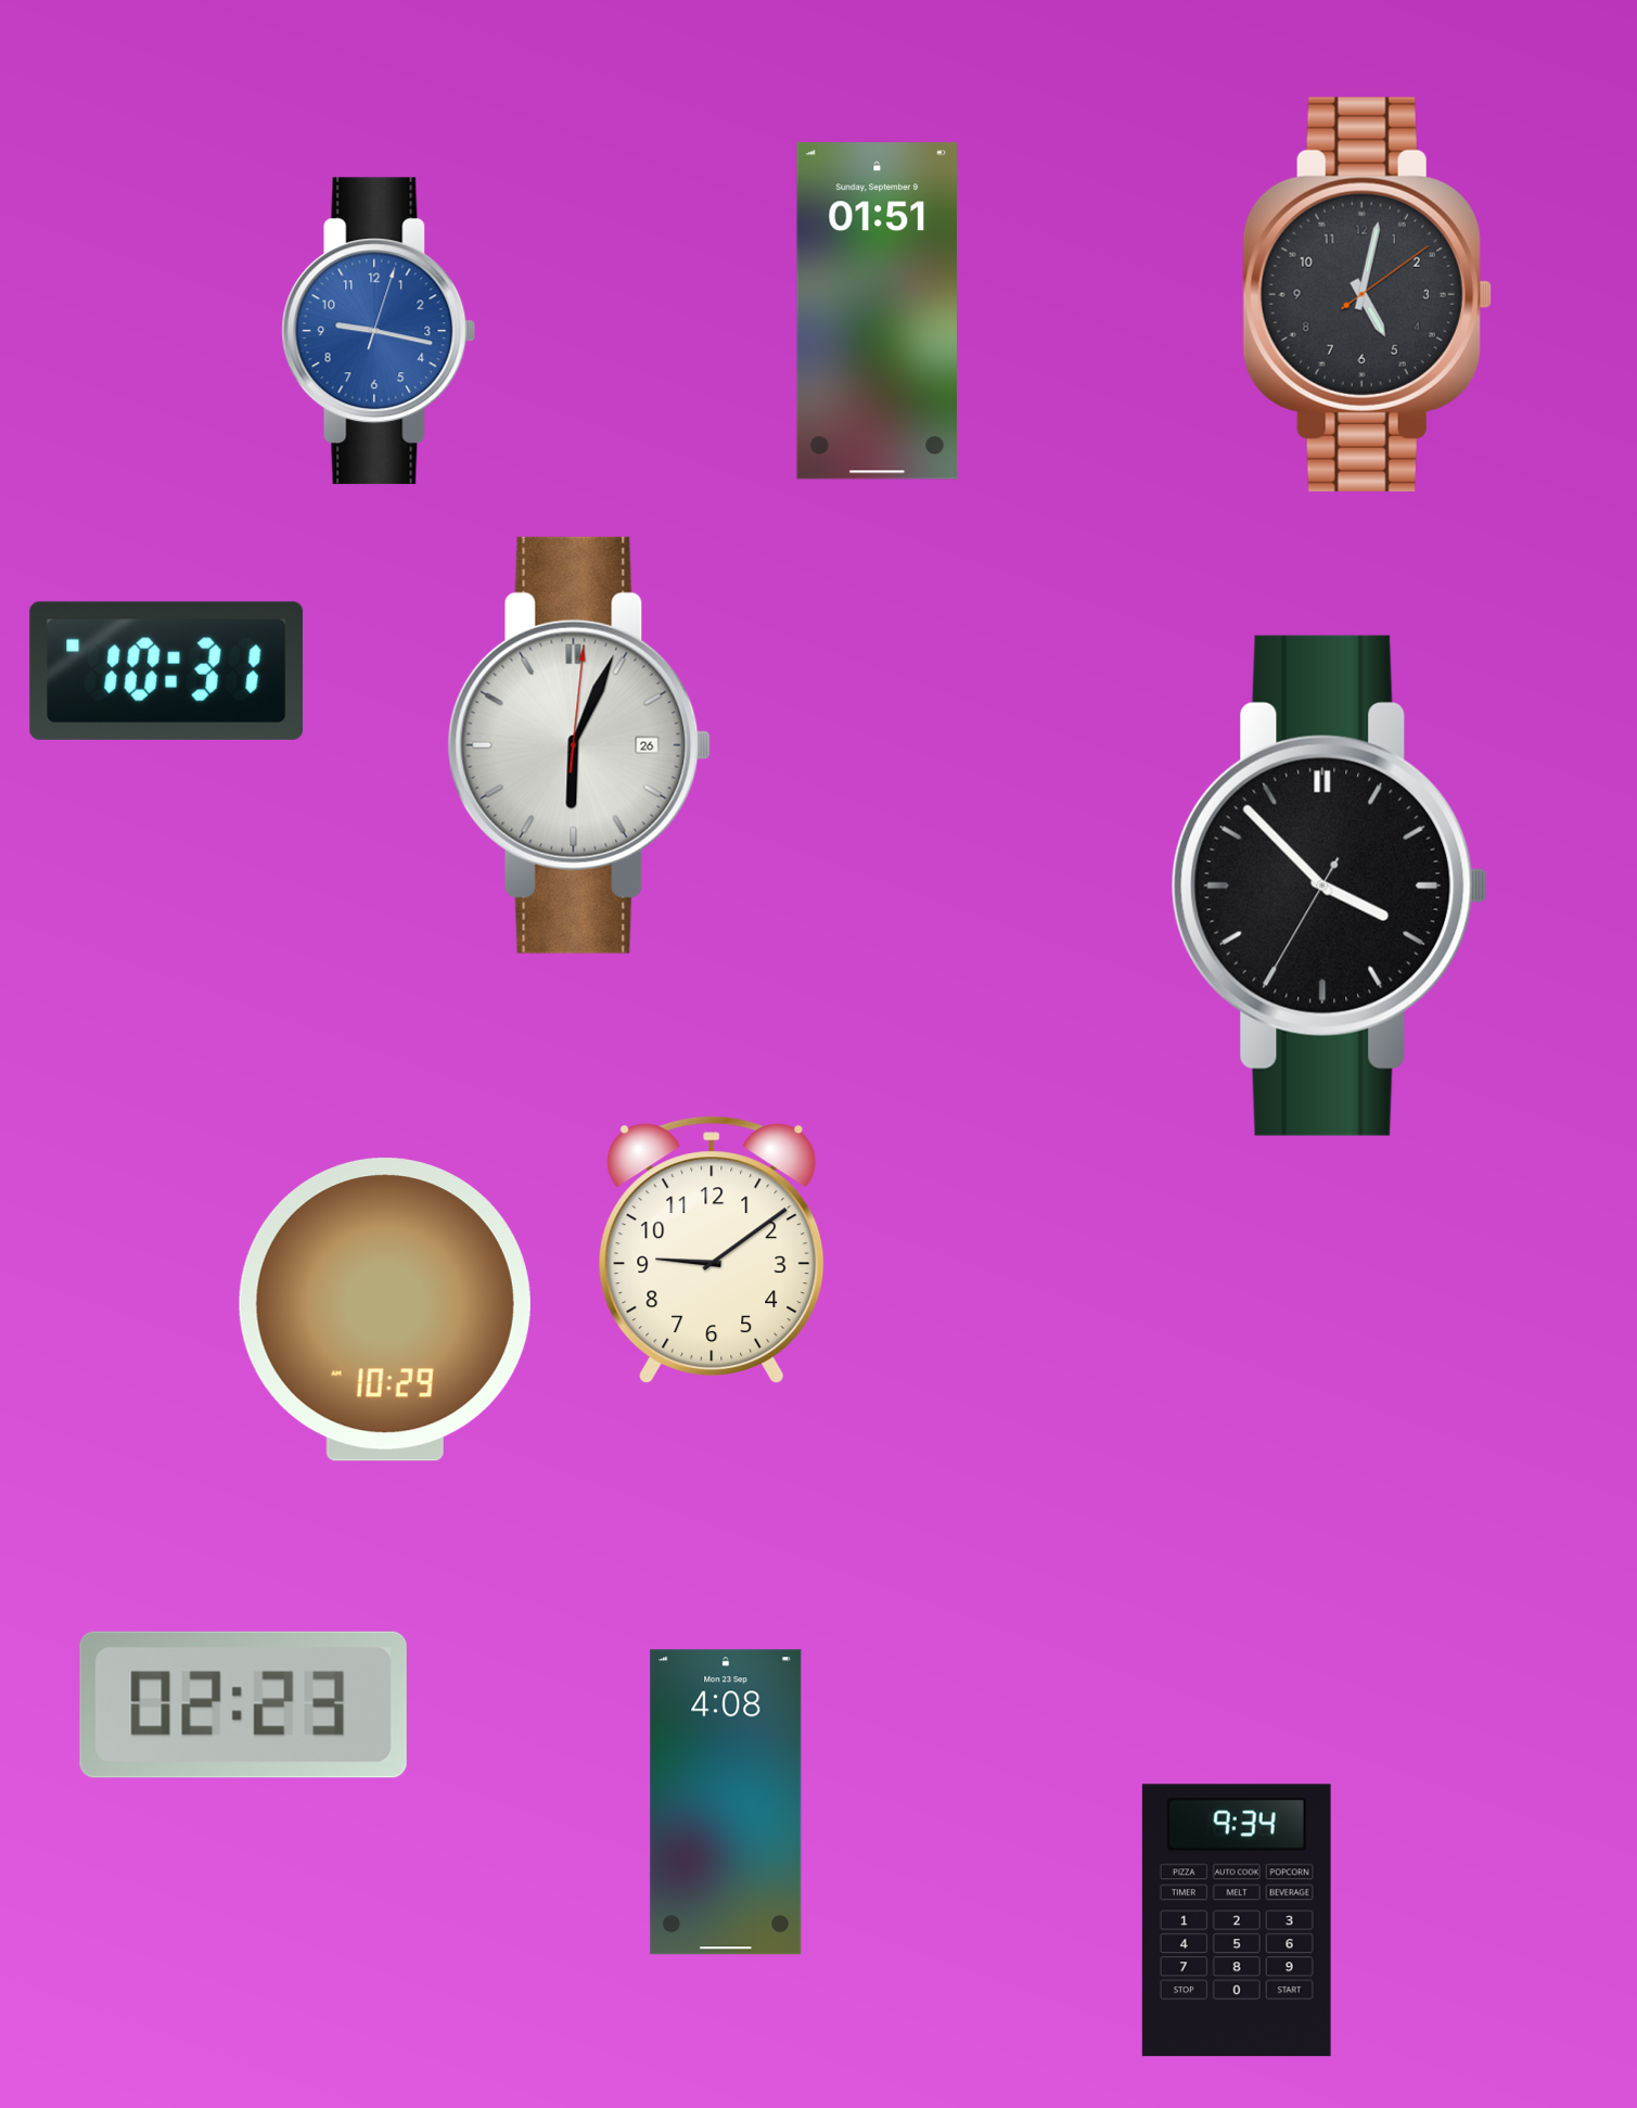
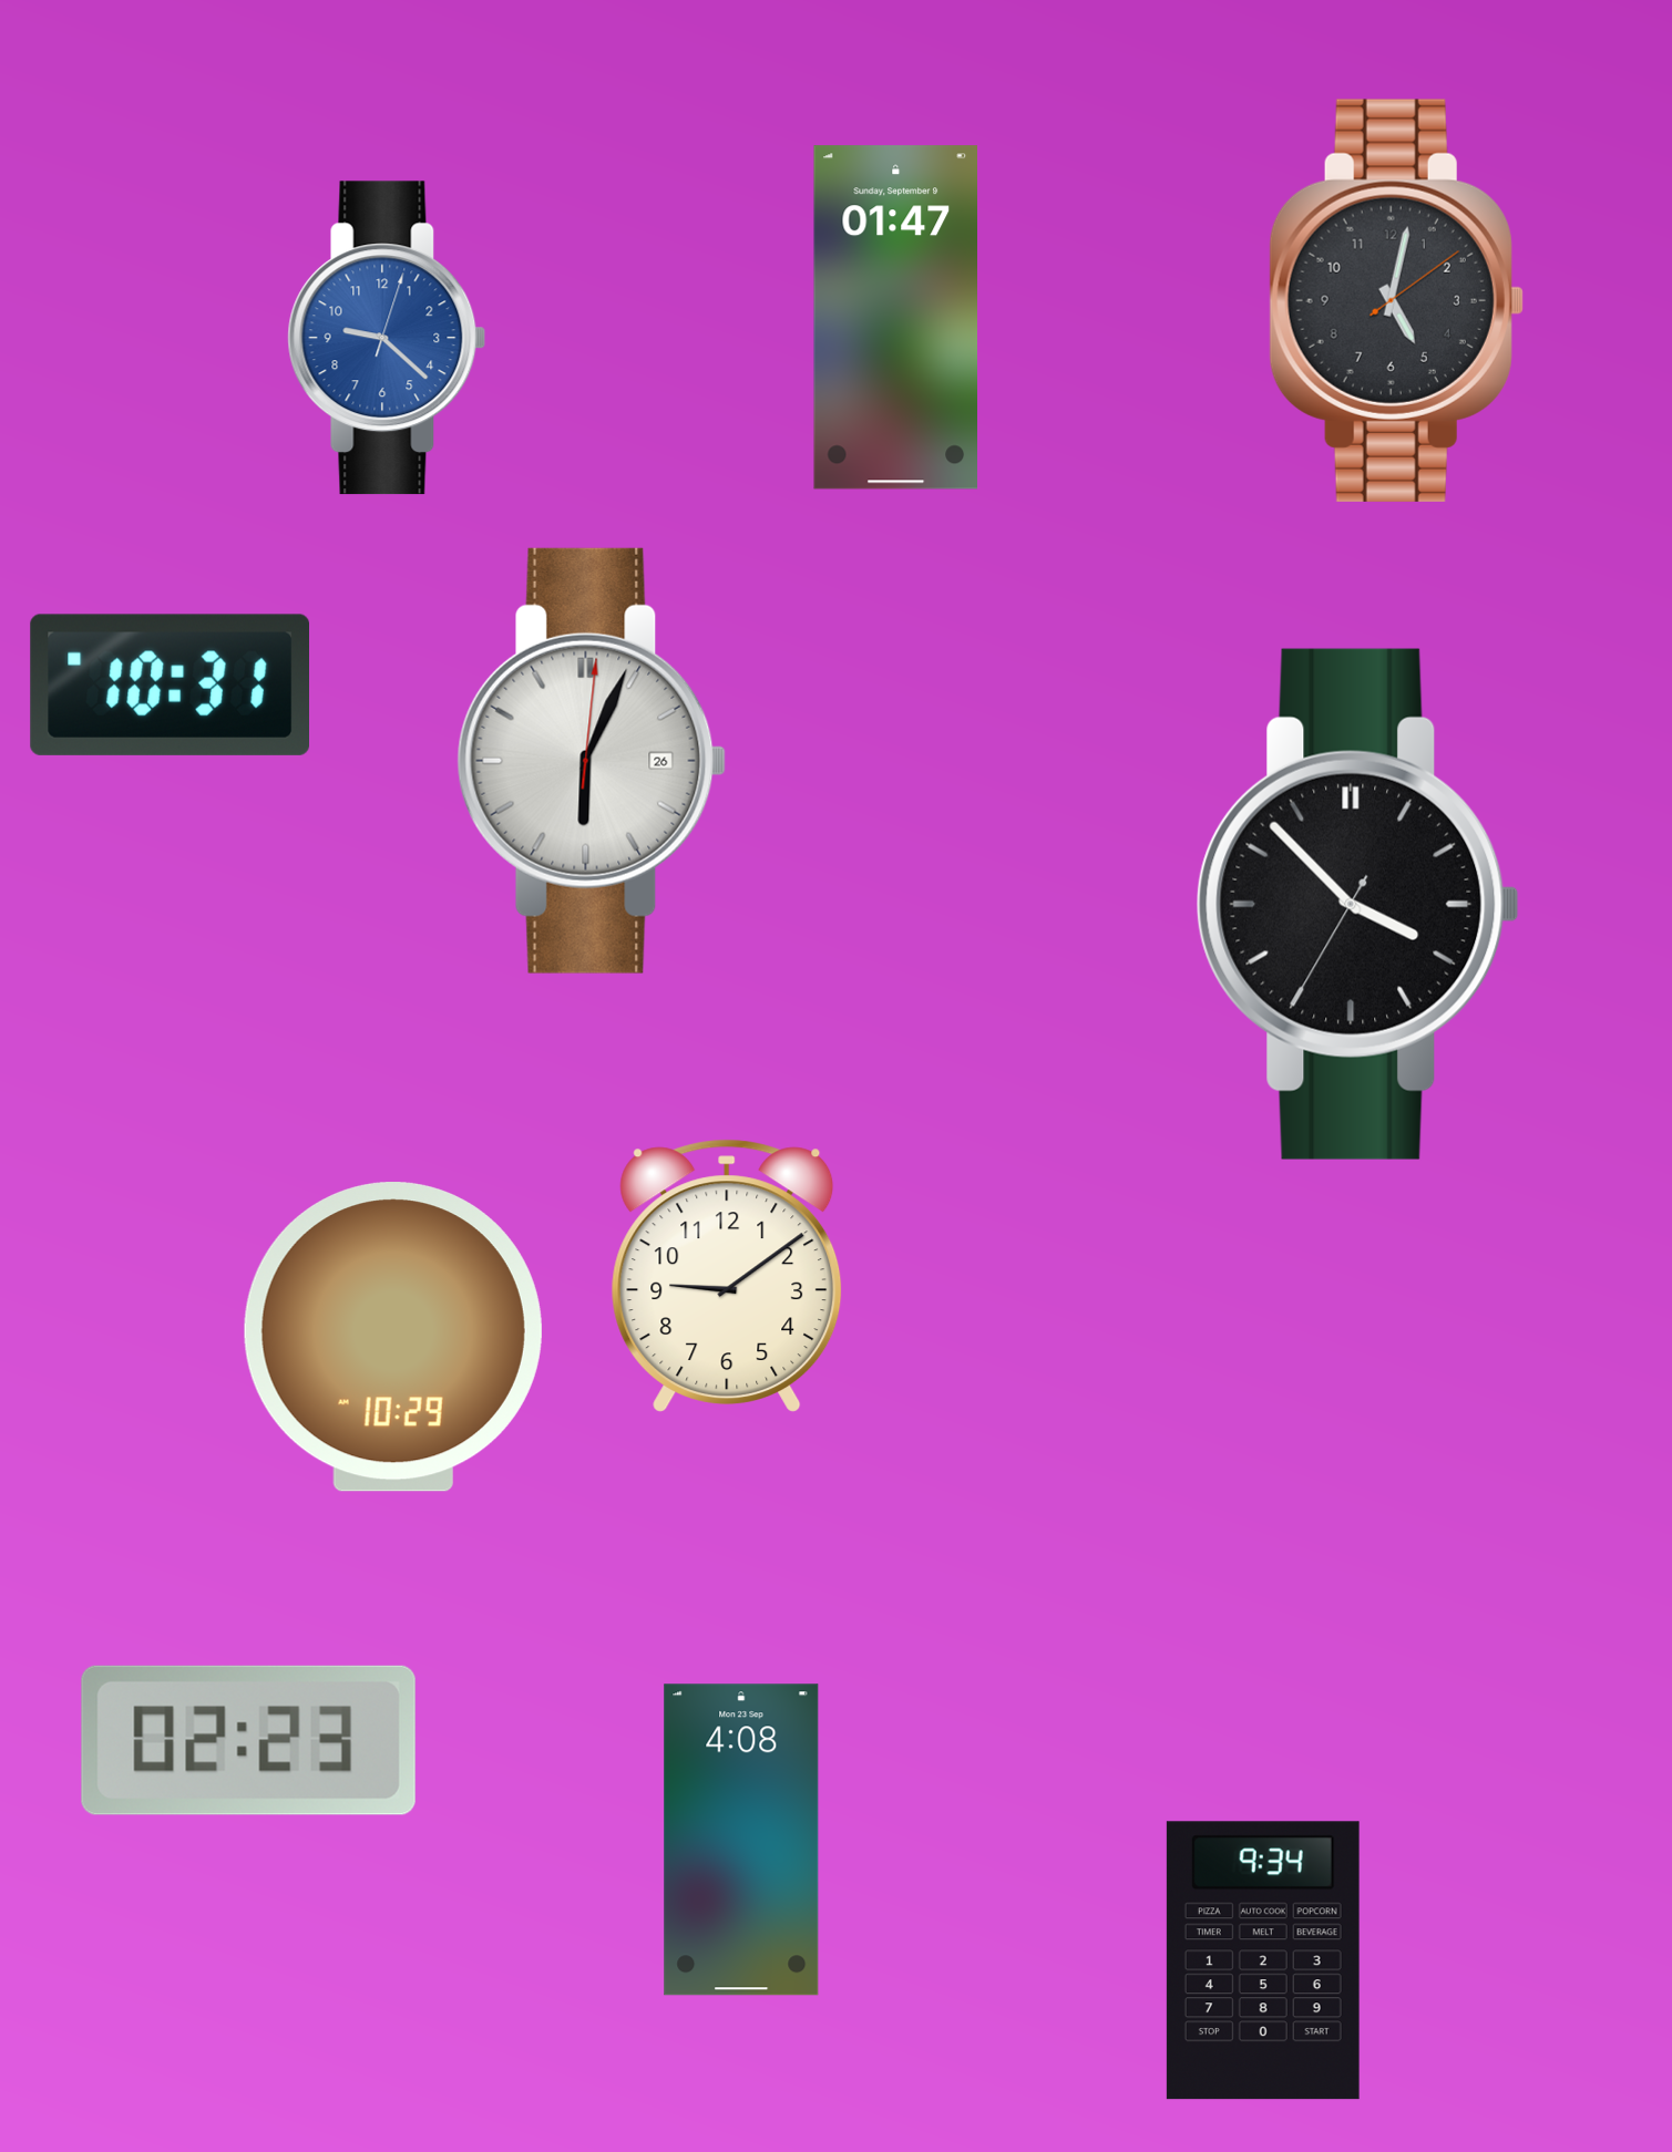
clock at (877, 311): 01:51 -> 01:47
clock at (379, 331): 9:17 -> 9:22
